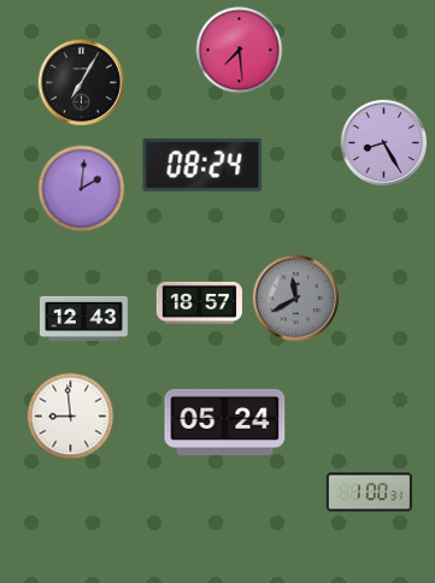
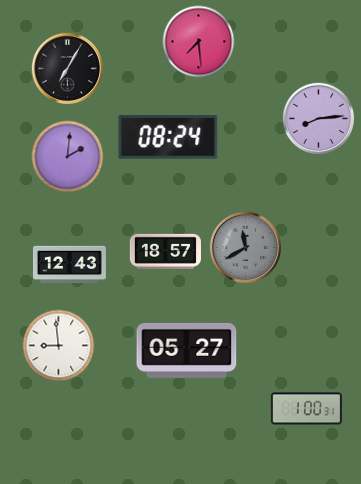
clock at (383, 142): 8:25 -> 8:14
clock at (225, 422): 05:24 -> 05:27
